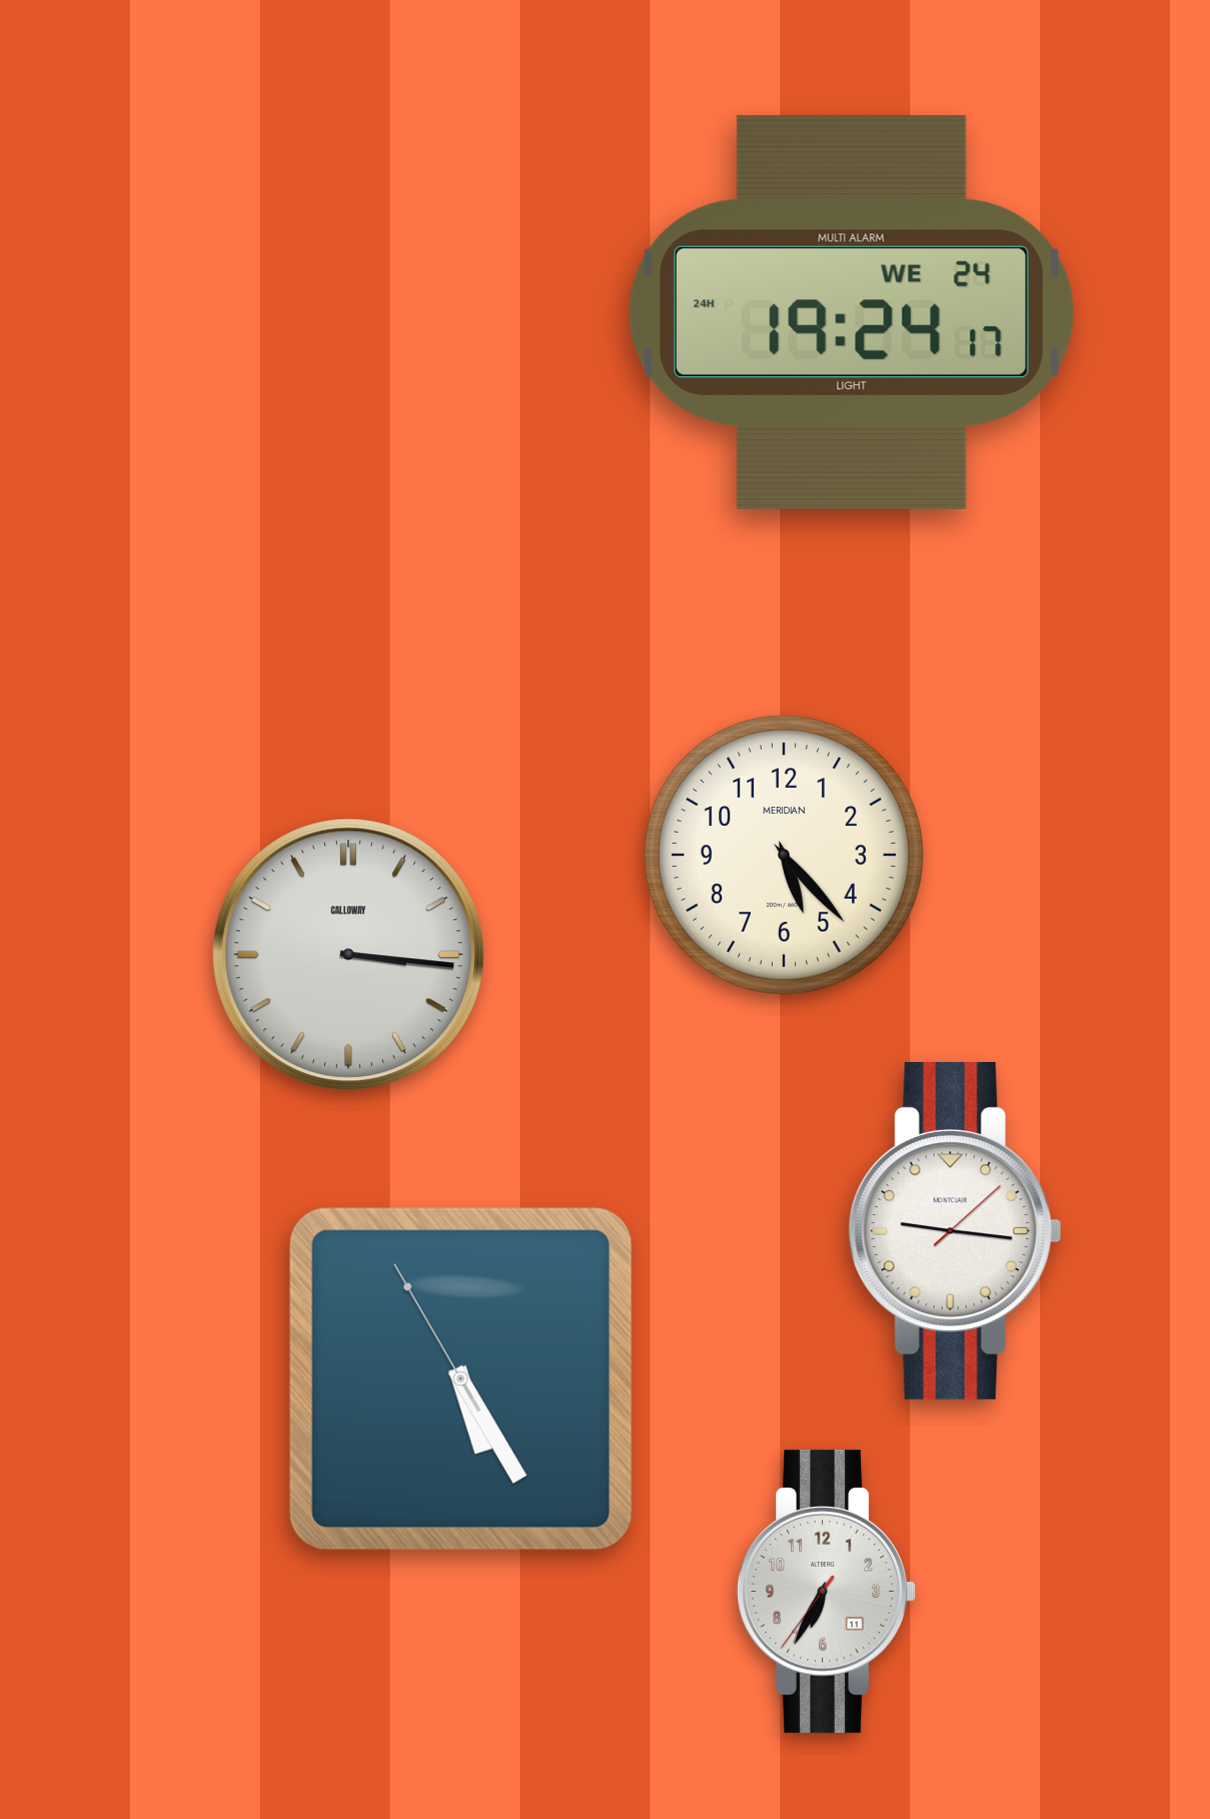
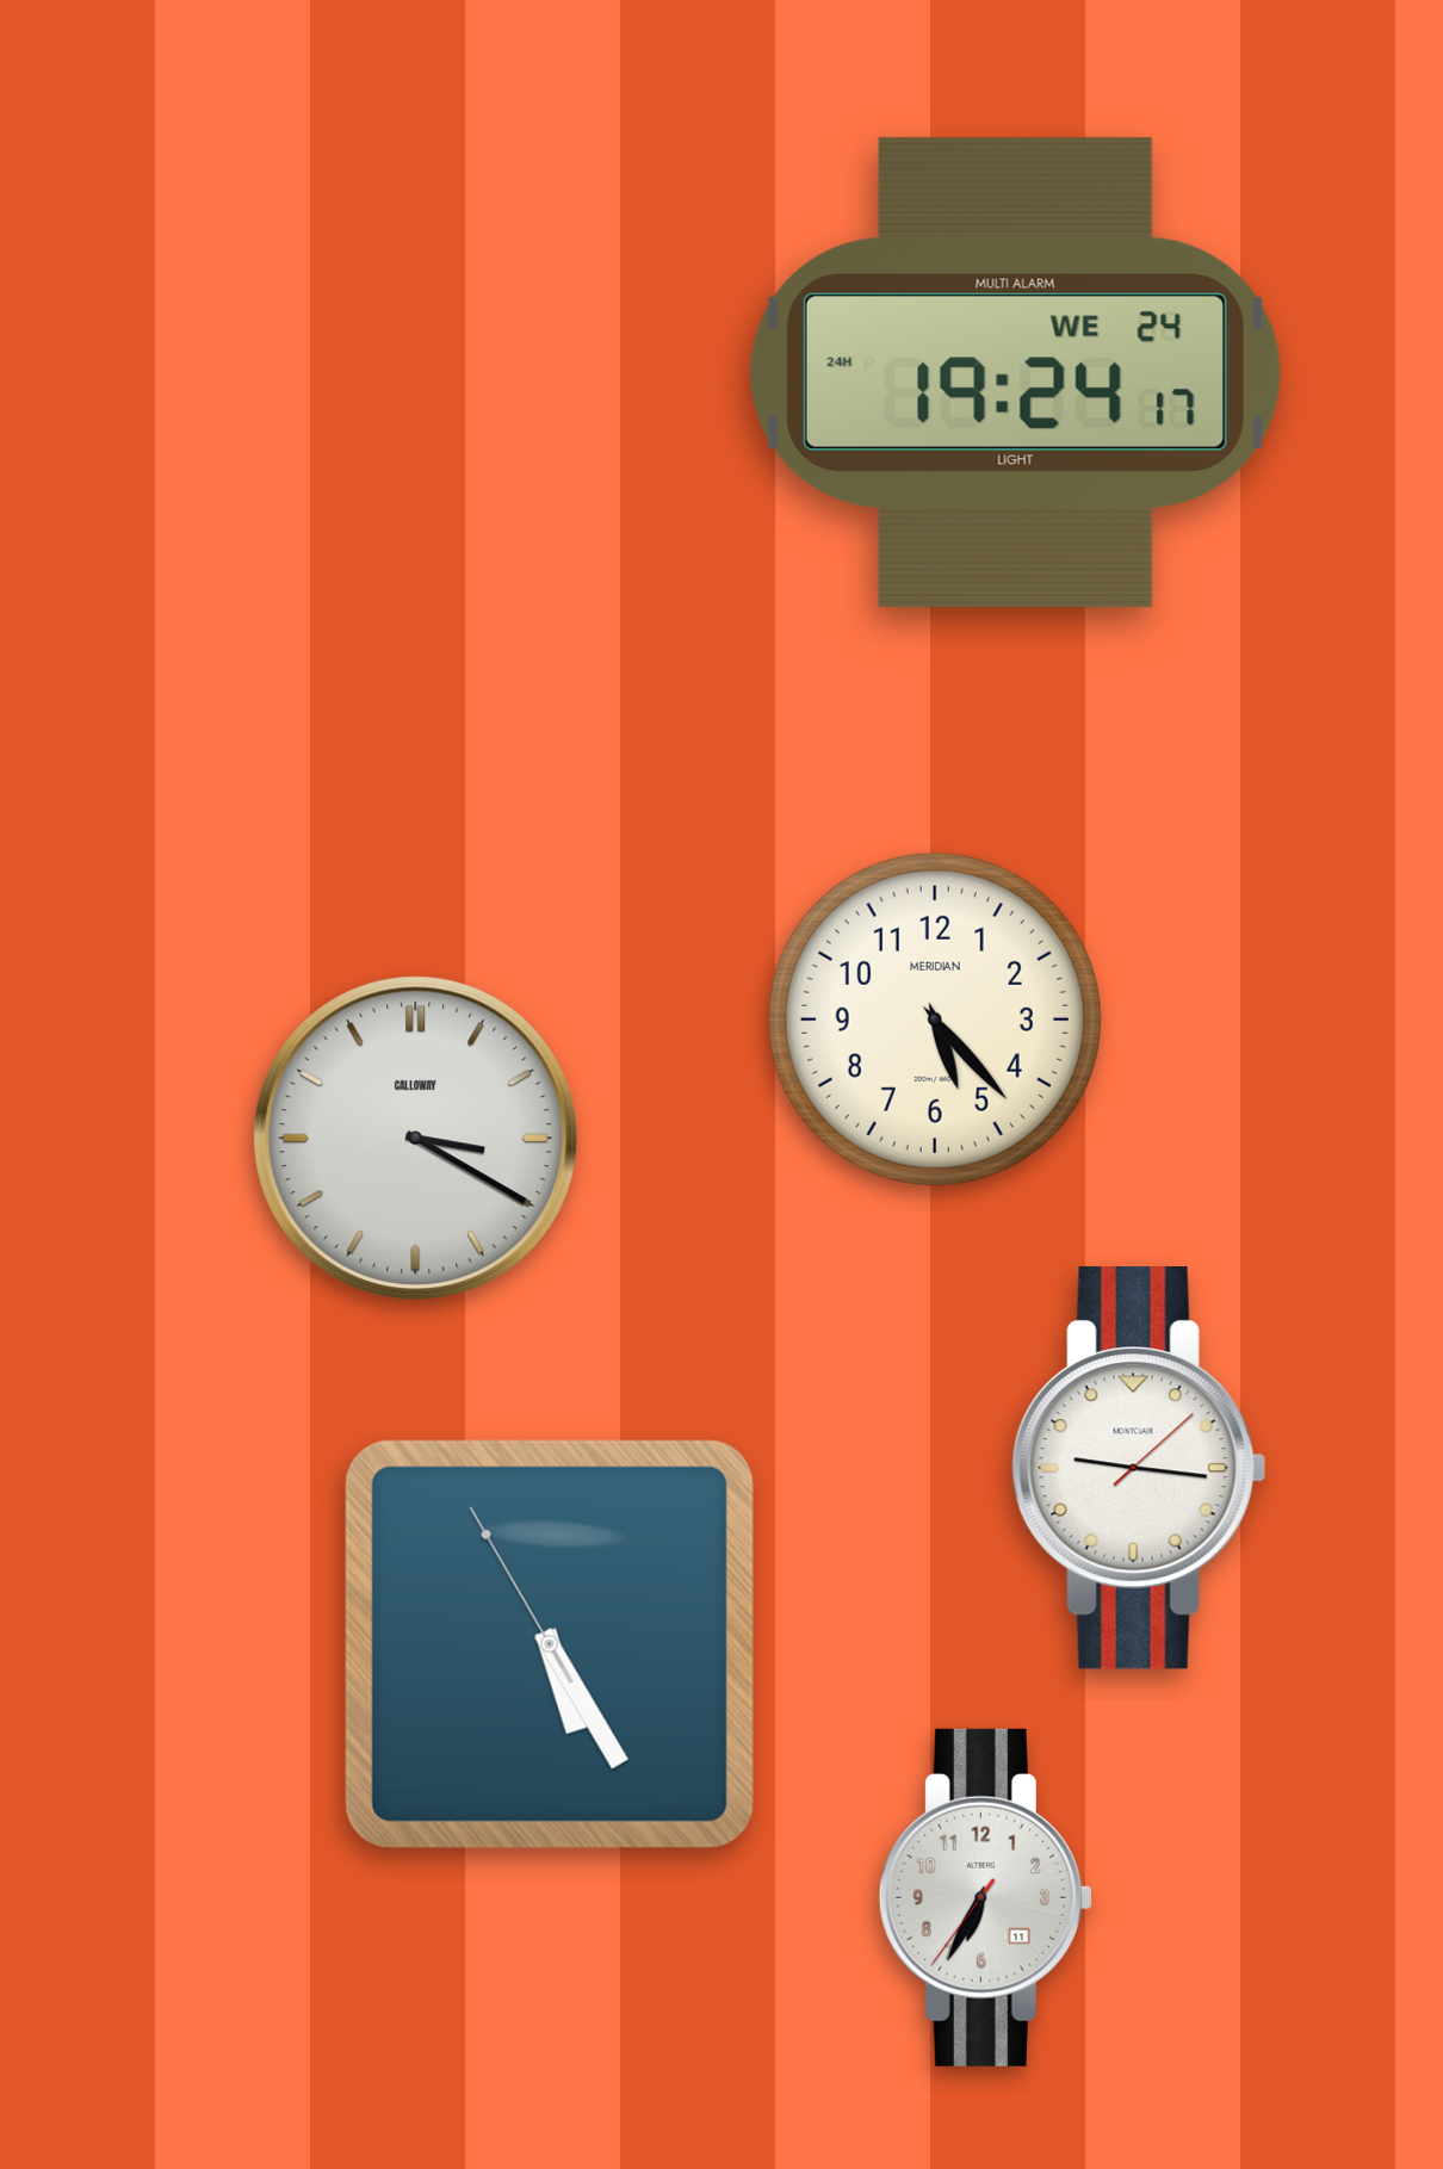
clock at (349, 955): 3:16 -> 3:20
